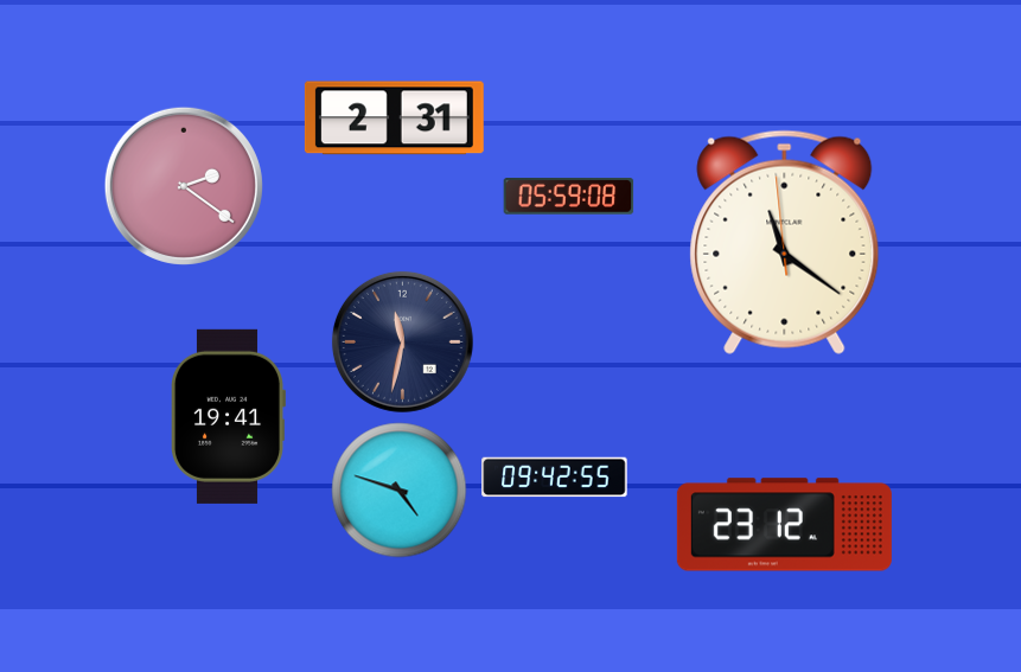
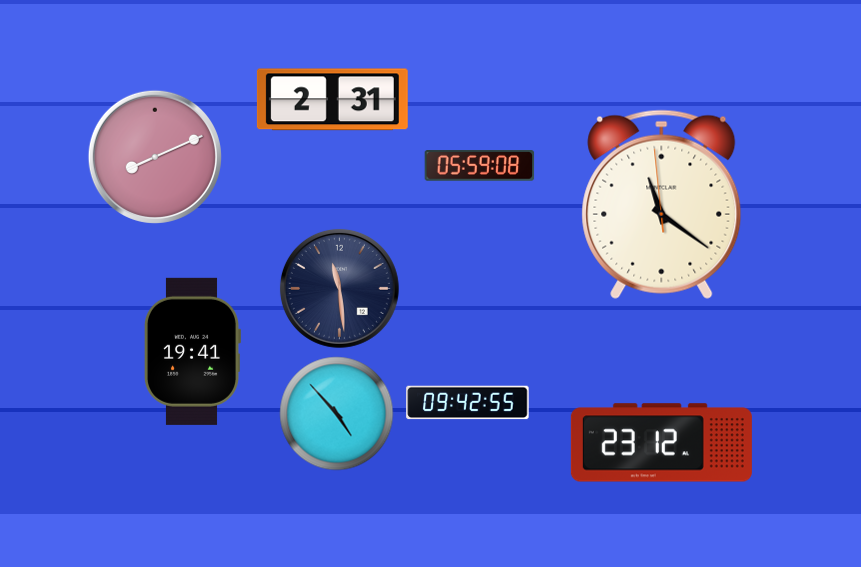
clock at (184, 186): 2:21 -> 8:11
clock at (402, 341): 11:32 -> 11:29
clock at (400, 491): 4:48 -> 4:53
